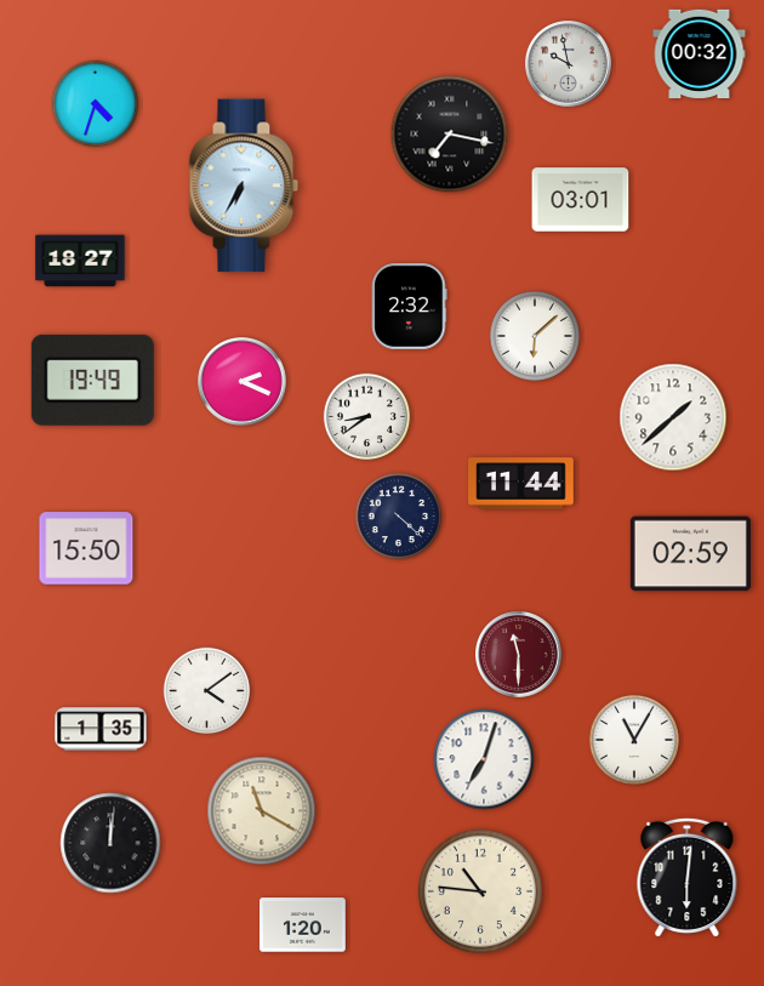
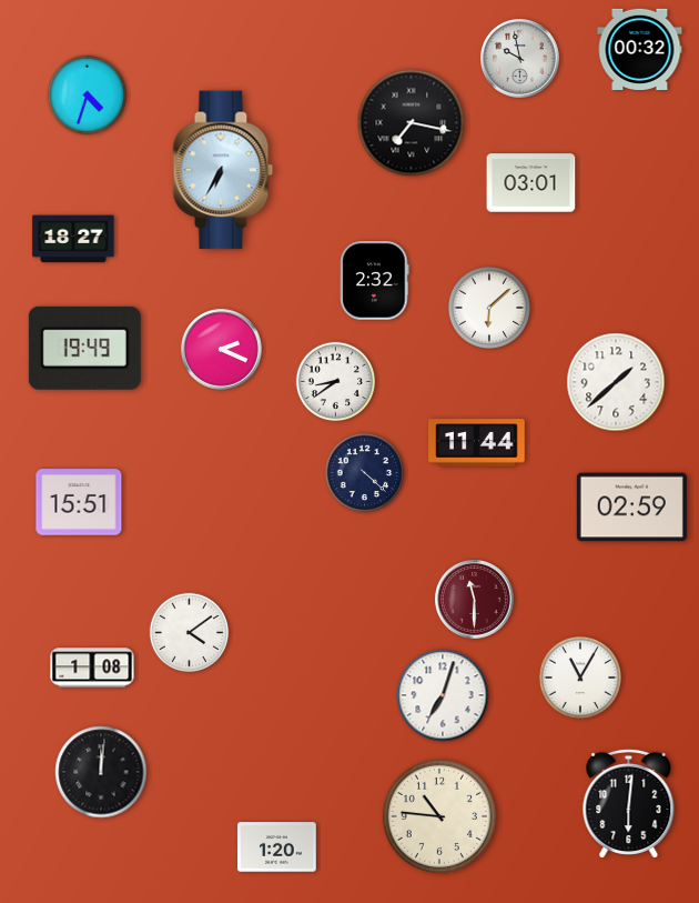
clock at (86, 548): 15:50 -> 15:51
clock at (101, 729): 1:35 -> 1:08
clock at (262, 811): 11:20 -> none
